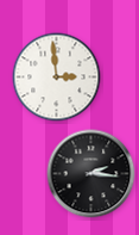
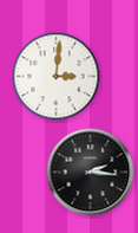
clock at (57, 78): 2:59 -> 3:01
